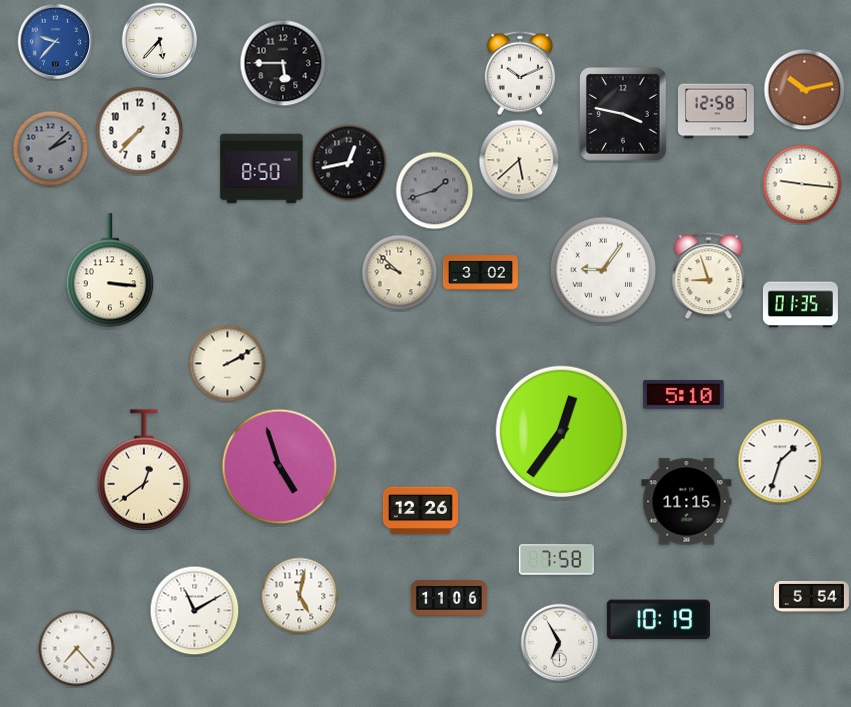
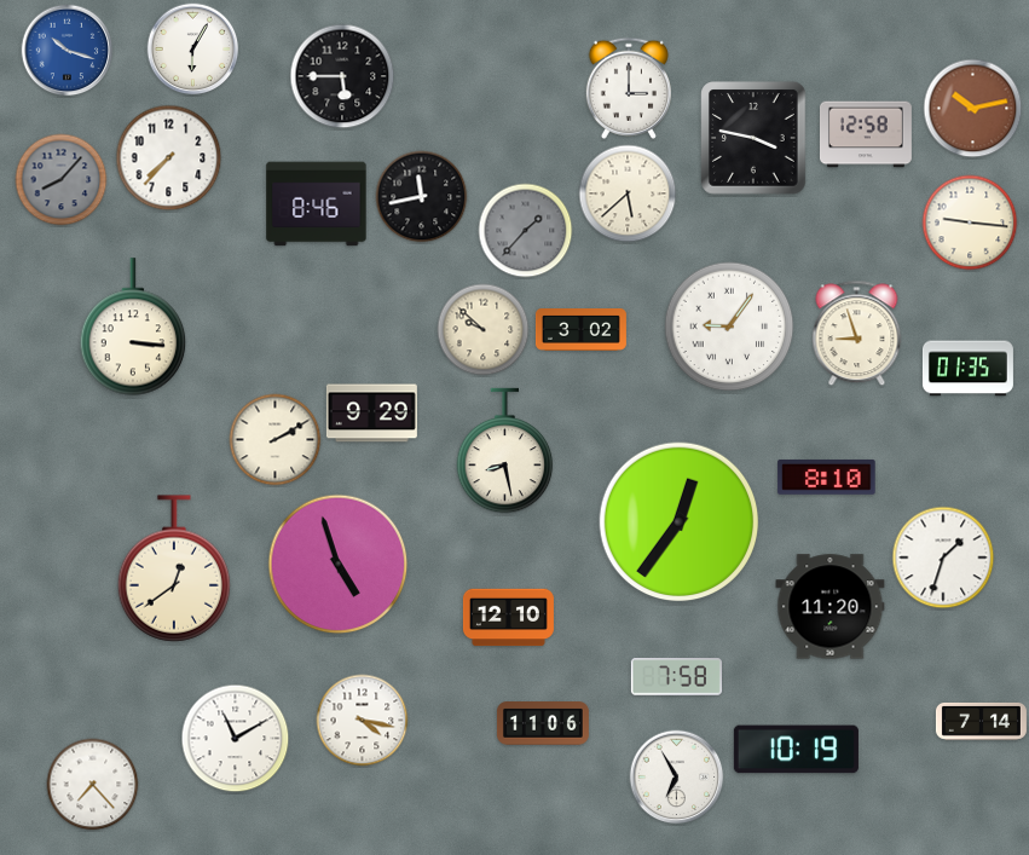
clock at (160, 41): 5:37 -> 6:05
clock at (56, 42): 9:37 -> 10:18
clock at (520, 73): 10:11 -> 3:00
clock at (51, 149): 2:08 -> 8:07
clock at (349, 163): 12:43 -> 11:43
clock at (262, 169): 8:50 -> 8:46
clock at (435, 191): 1:42 -> 1:37
clock at (371, 414): none -> 9:29
clock at (505, 451): none -> 8:28
clock at (684, 394): 5:10 -> 8:10
clock at (687, 502): 11:15 -> 11:20
clock at (420, 511): 12:26 -> 12:10
clock at (556, 560) position: (556, 560) -> (676, 677)
clock at (300, 596): 5:02 -> 4:17
clock at (811, 596): 5:54 -> 7:14
